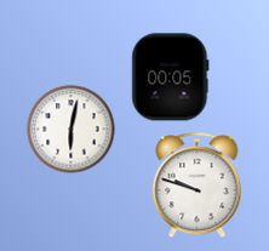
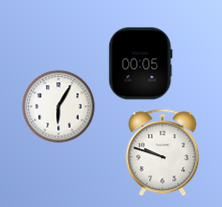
clock at (71, 130): 6:02 -> 6:05
